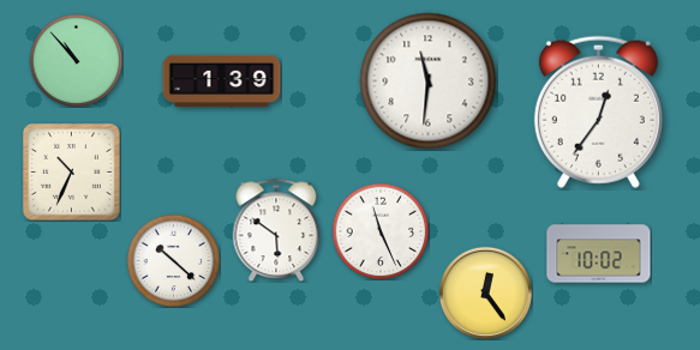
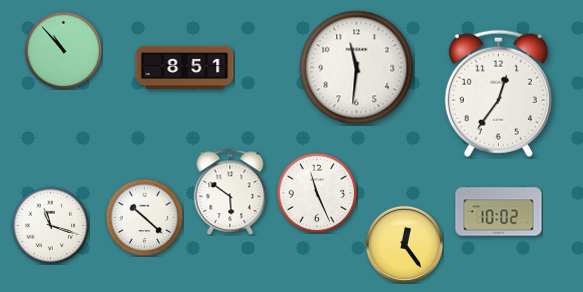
clock at (222, 82): 1:39 -> 8:51
clock at (71, 171): 10:34 -> none
clock at (50, 225): none -> 11:18
